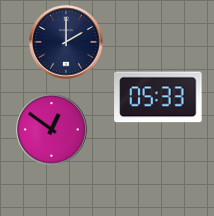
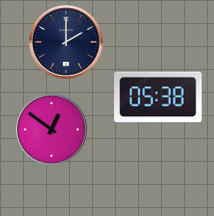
clock at (158, 97): 05:33 -> 05:38
